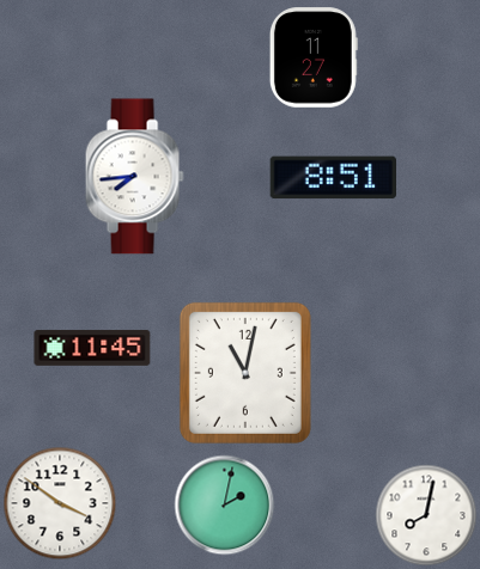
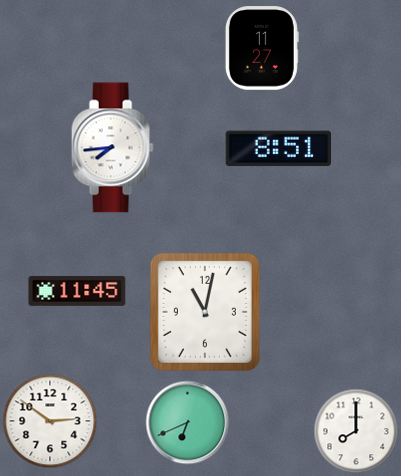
clock at (60, 503): 3:51 -> 2:51
clock at (225, 506): 2:02 -> 6:41
clock at (426, 515): 8:02 -> 8:00
